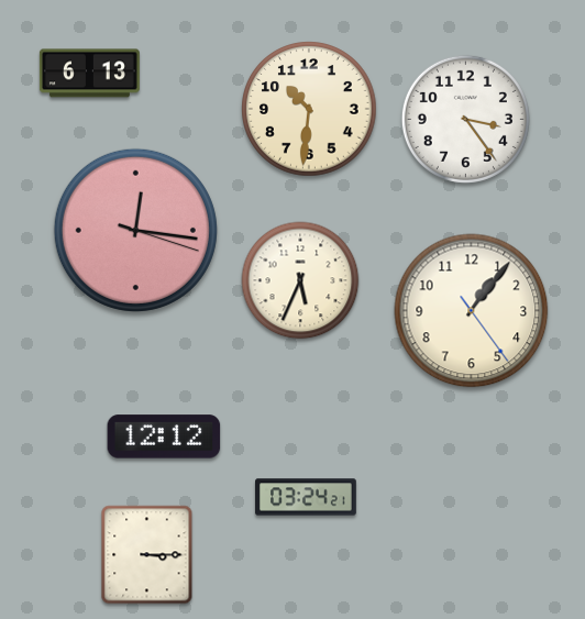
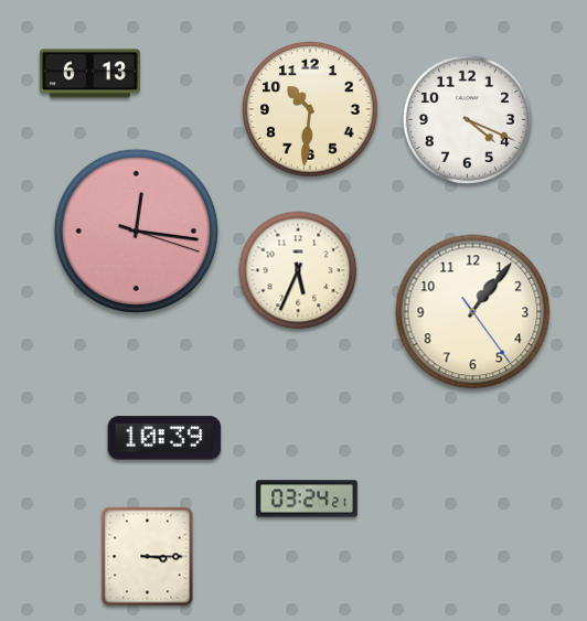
clock at (465, 119): 3:24 -> 4:19
clock at (300, 280) position: (300, 280) -> (298, 270)
clock at (164, 436): 12:12 -> 10:39
